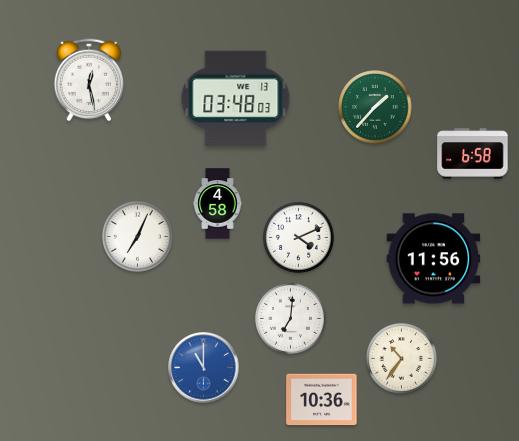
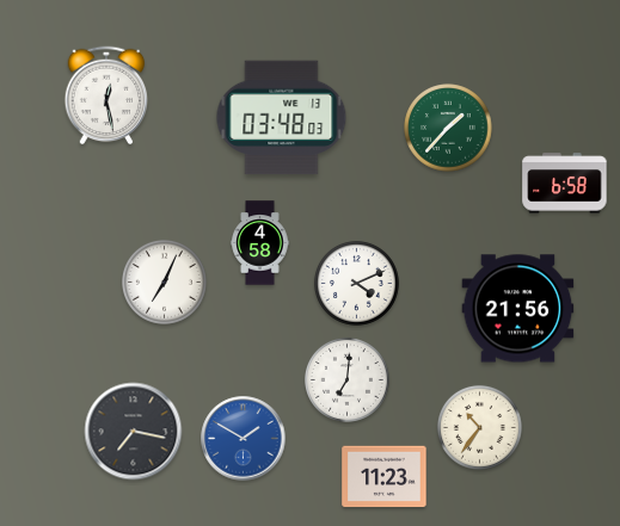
clock at (434, 259): 11:56 -> 21:56
clock at (134, 432): none -> 7:17
clock at (204, 368): 11:00 -> 1:50
clock at (322, 400): 10:36 -> 11:23
